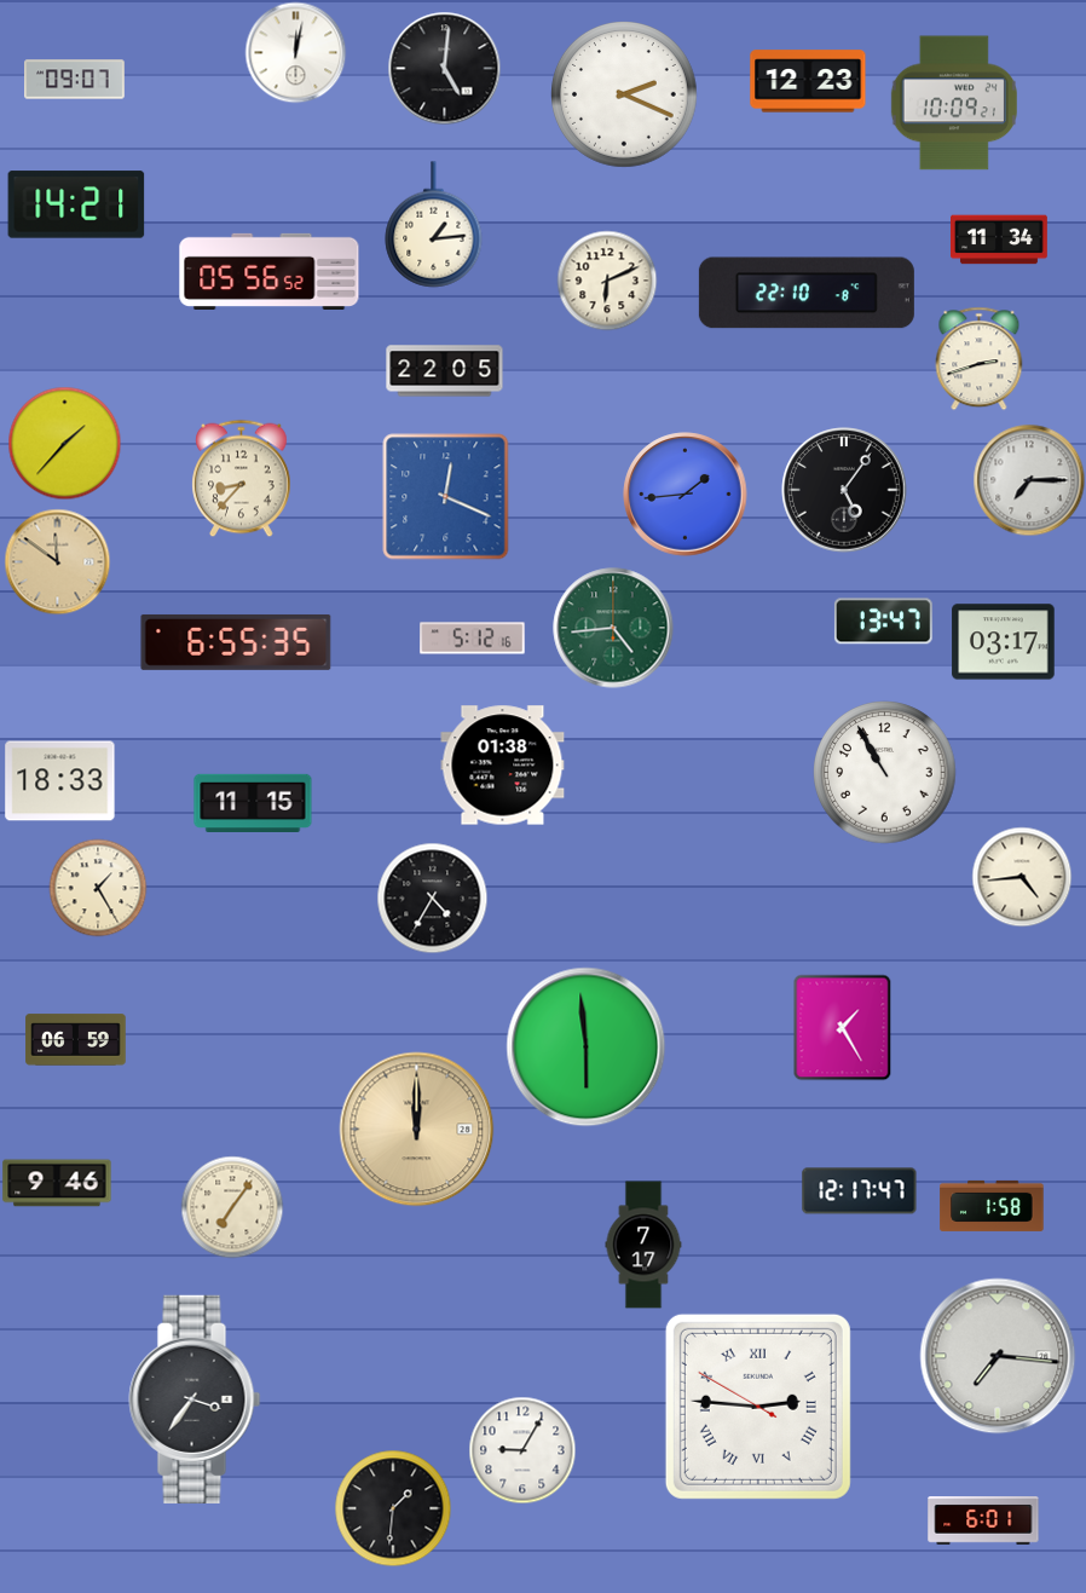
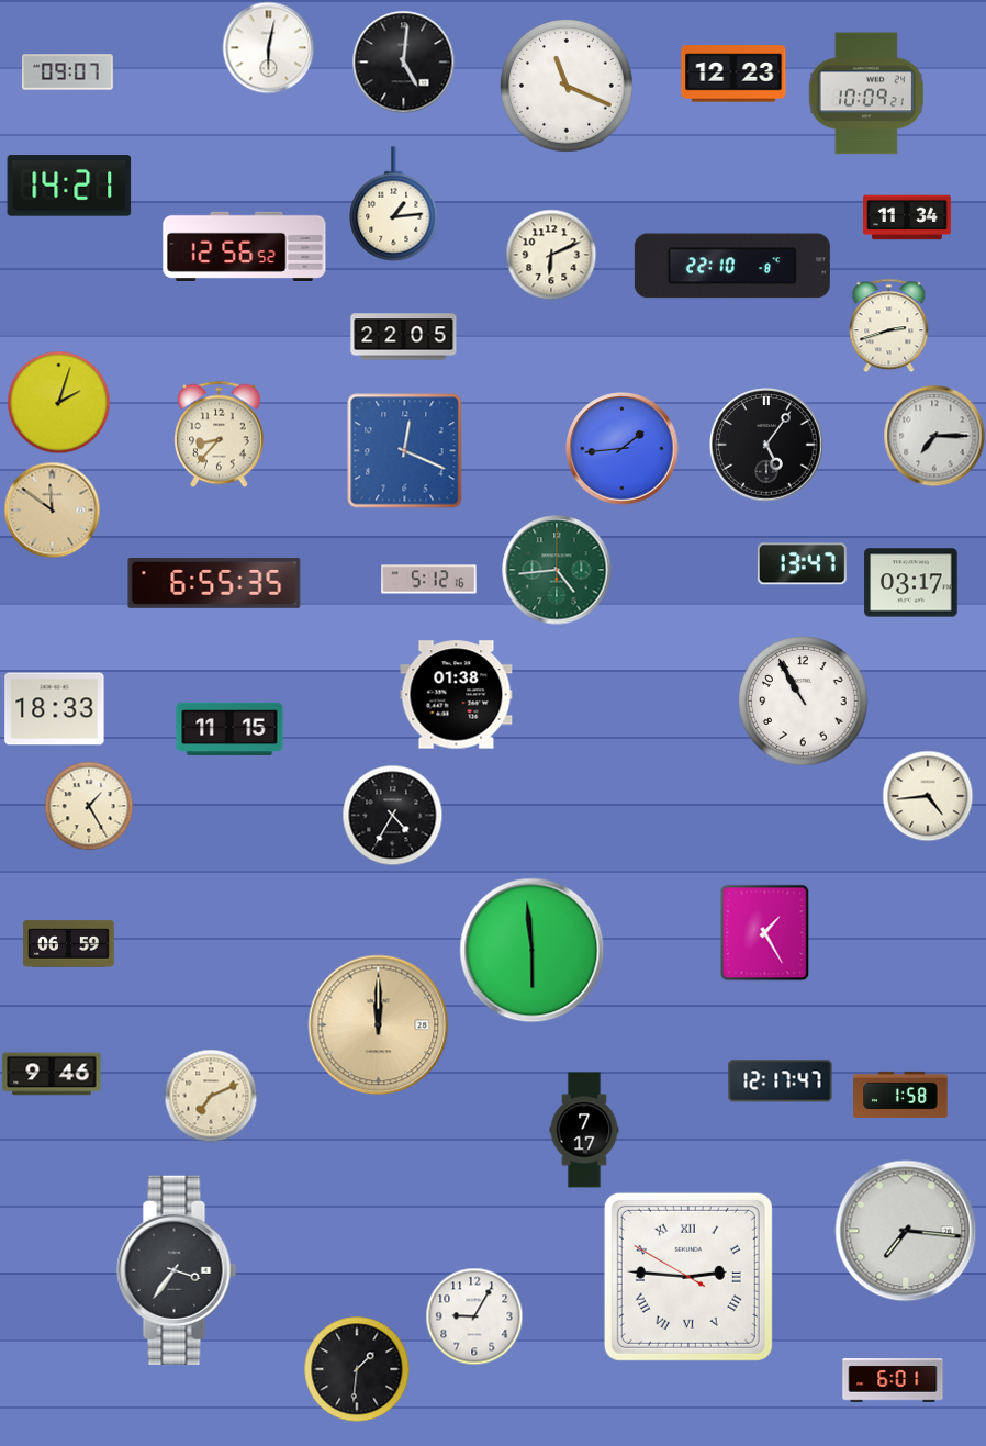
clock at (295, 52): 12:02 -> 6:02
clock at (625, 96): 2:19 -> 11:19
clock at (270, 271): 05:56 -> 12:56
clock at (64, 443): 1:37 -> 2:03
clock at (232, 1207): 7:06 -> 7:11
